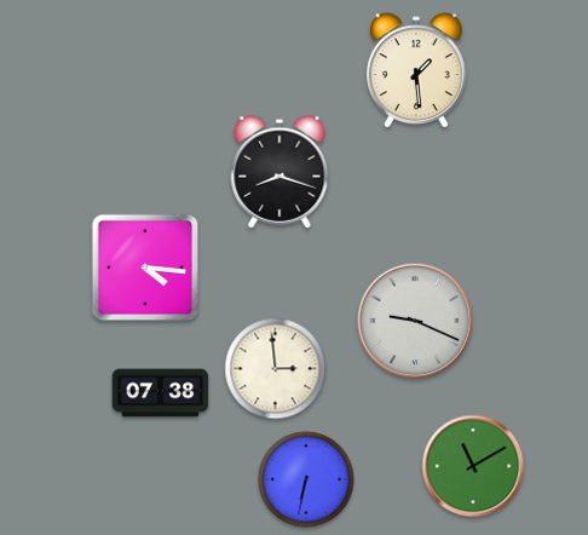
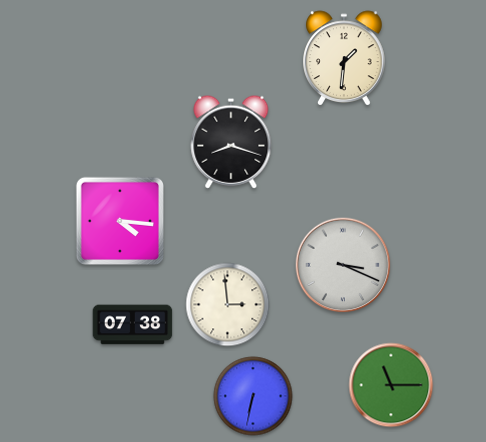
clock at (417, 70): 1:29 -> 1:31
clock at (415, 321): 9:19 -> 3:19
clock at (473, 466): 11:10 -> 11:15
